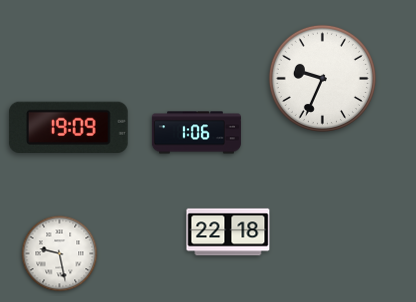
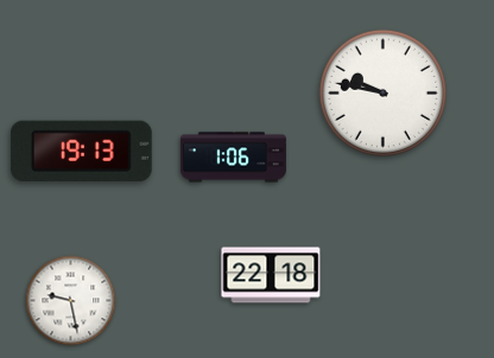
clock at (322, 78): 9:34 -> 9:47
clock at (68, 127): 19:09 -> 19:13
